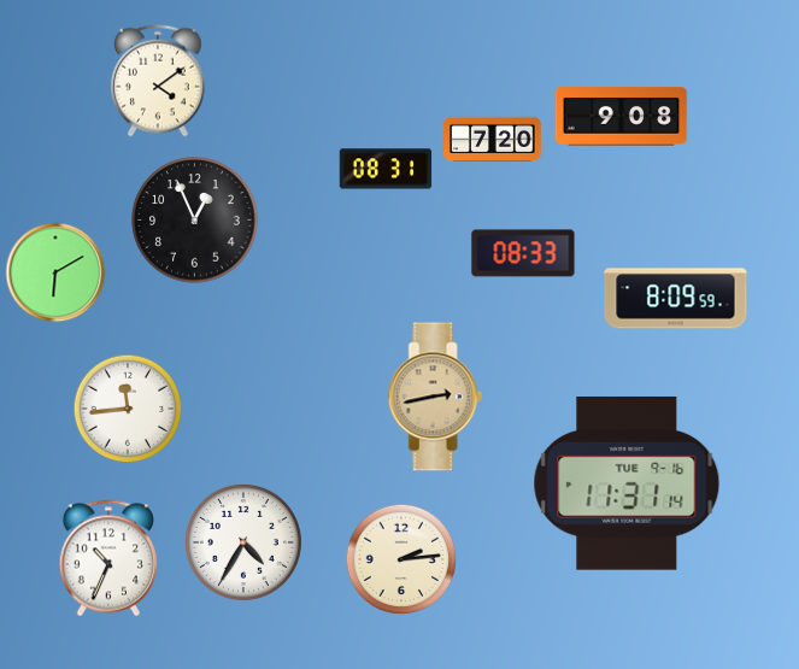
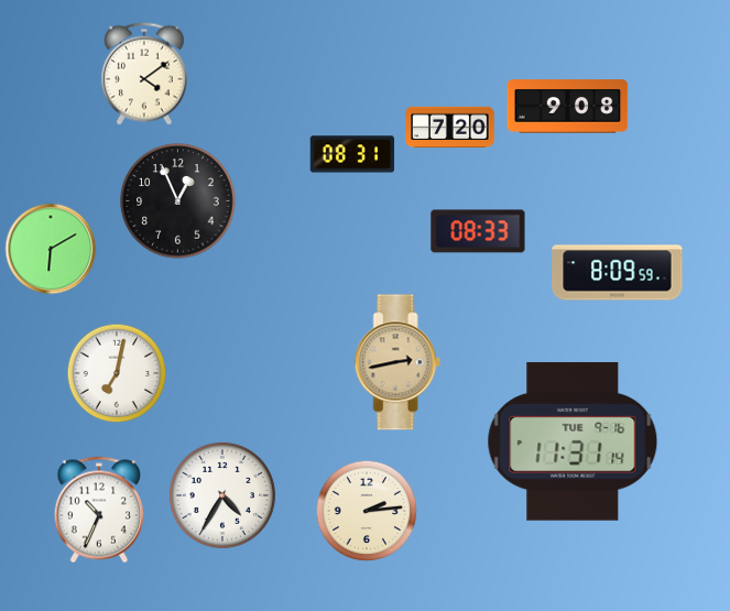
clock at (128, 409): 11:44 -> 7:02
